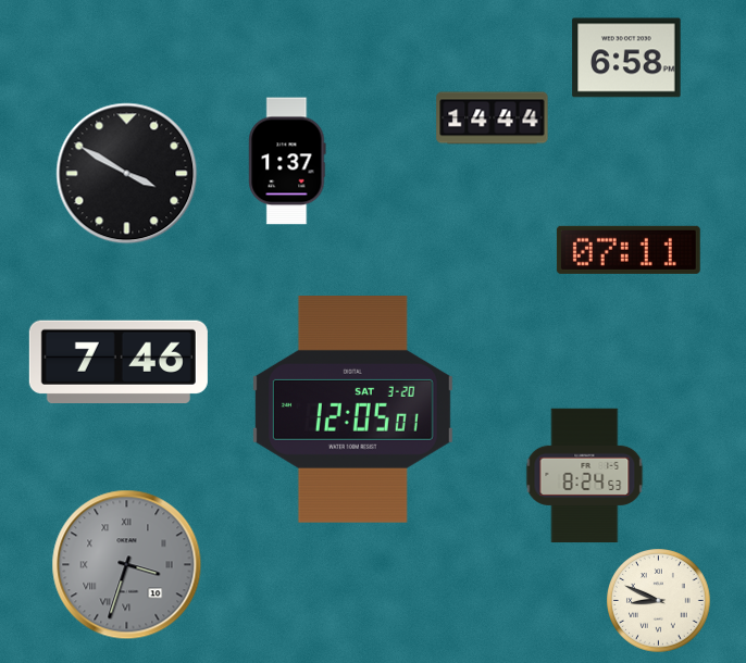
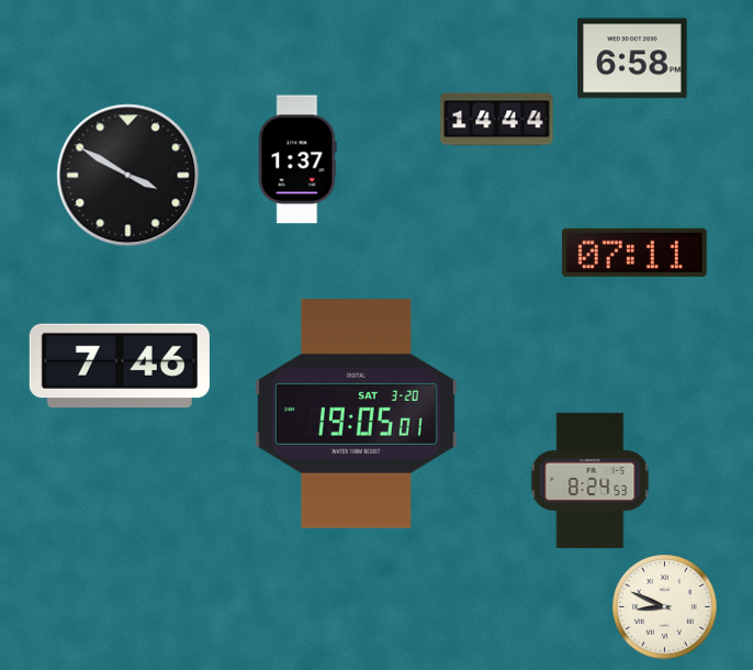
clock at (287, 161) position: (287, 161) -> (297, 159)
clock at (352, 410): 12:05 -> 19:05
clock at (127, 565): 3:33 -> none
